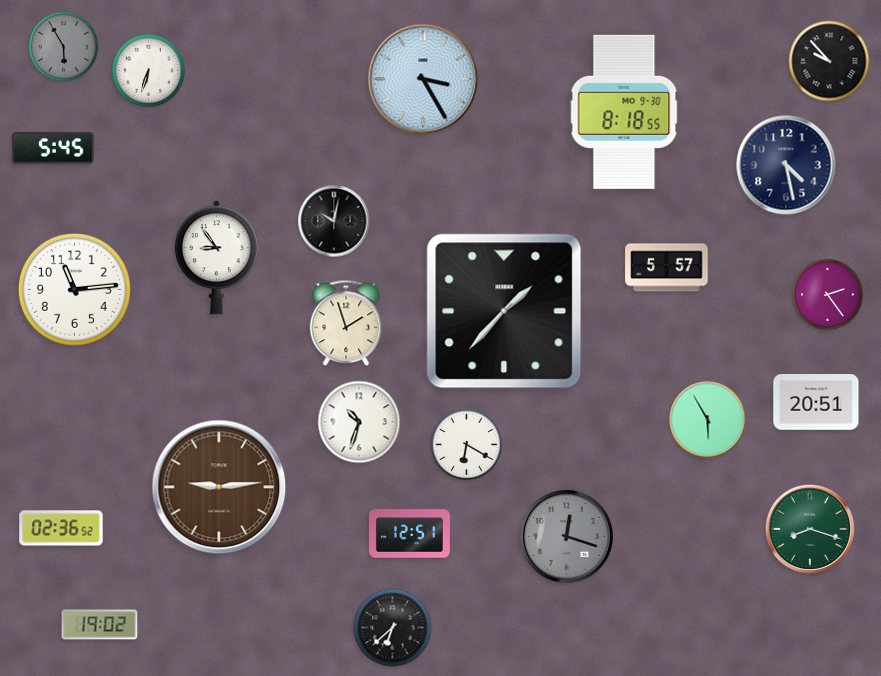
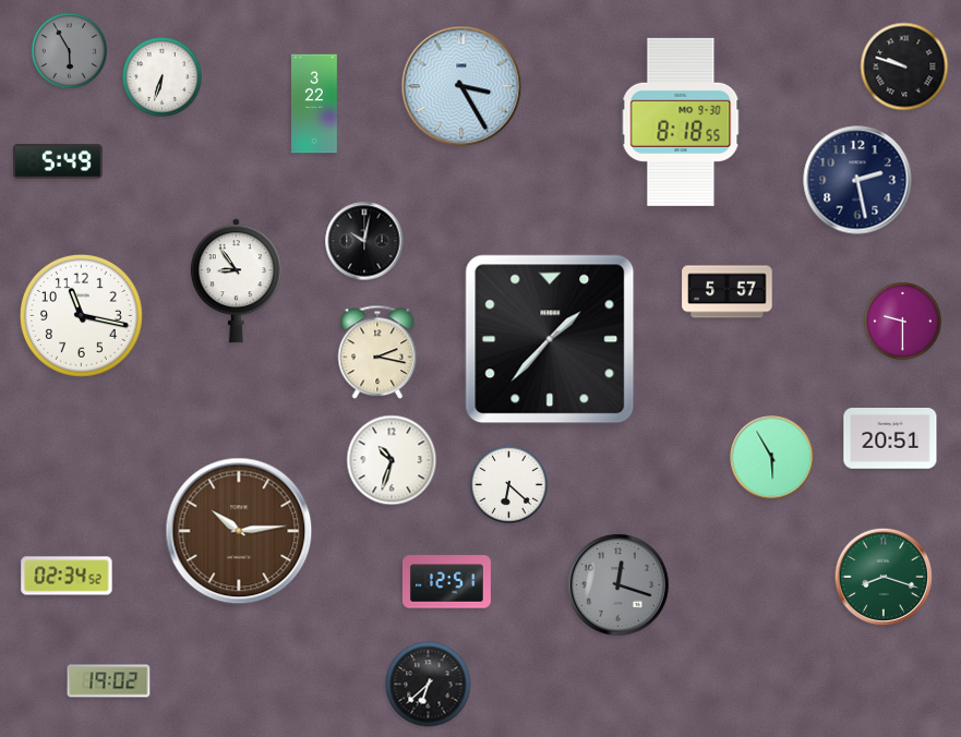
clock at (829, 61): 9:53 -> 9:48
clock at (315, 104): none -> 3:22
clock at (53, 148): 5:45 -> 5:49
clock at (786, 165): 4:28 -> 2:28
clock at (74, 289): 11:14 -> 11:17
clock at (827, 294): 2:24 -> 9:30
clock at (346, 323): 1:57 -> 2:17
clock at (466, 444): 6:20 -> 6:22
clock at (219, 487): 9:14 -> 10:14
clock at (61, 528): 02:36 -> 02:34
